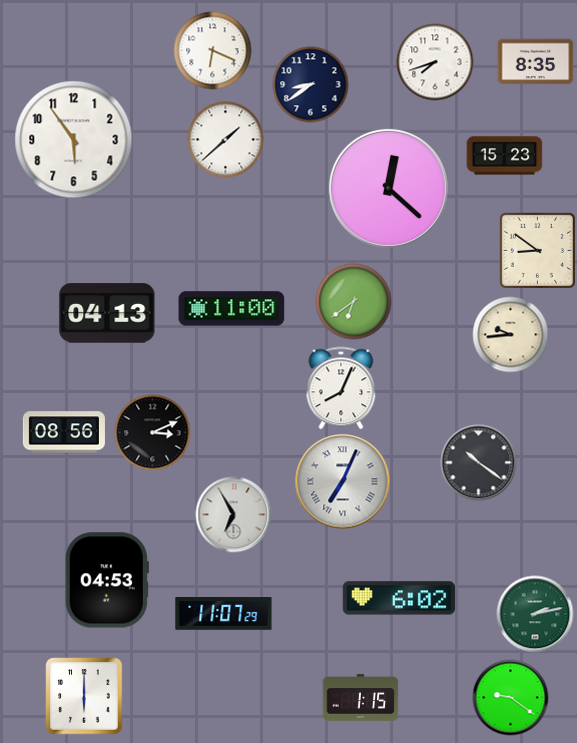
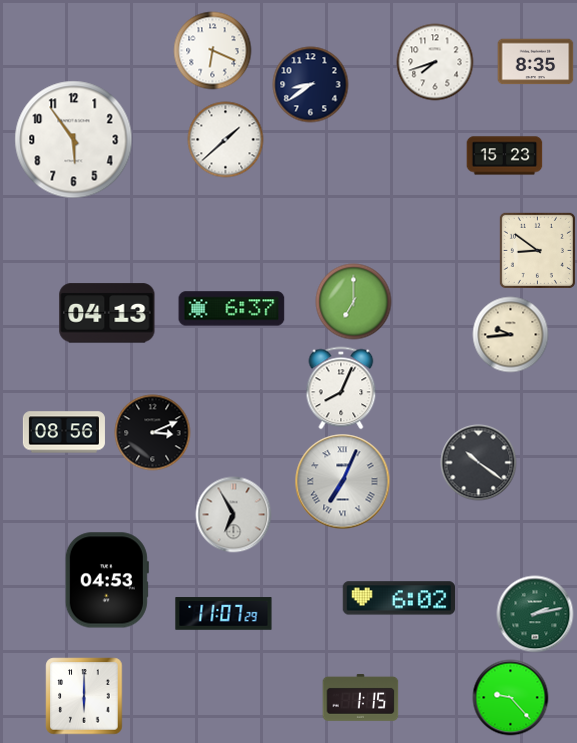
clock at (388, 188): 12:22 -> none
clock at (354, 302): 6:39 -> 7:00
clock at (232, 309): 11:00 -> 6:37
clock at (511, 698): 9:21 -> 9:23
